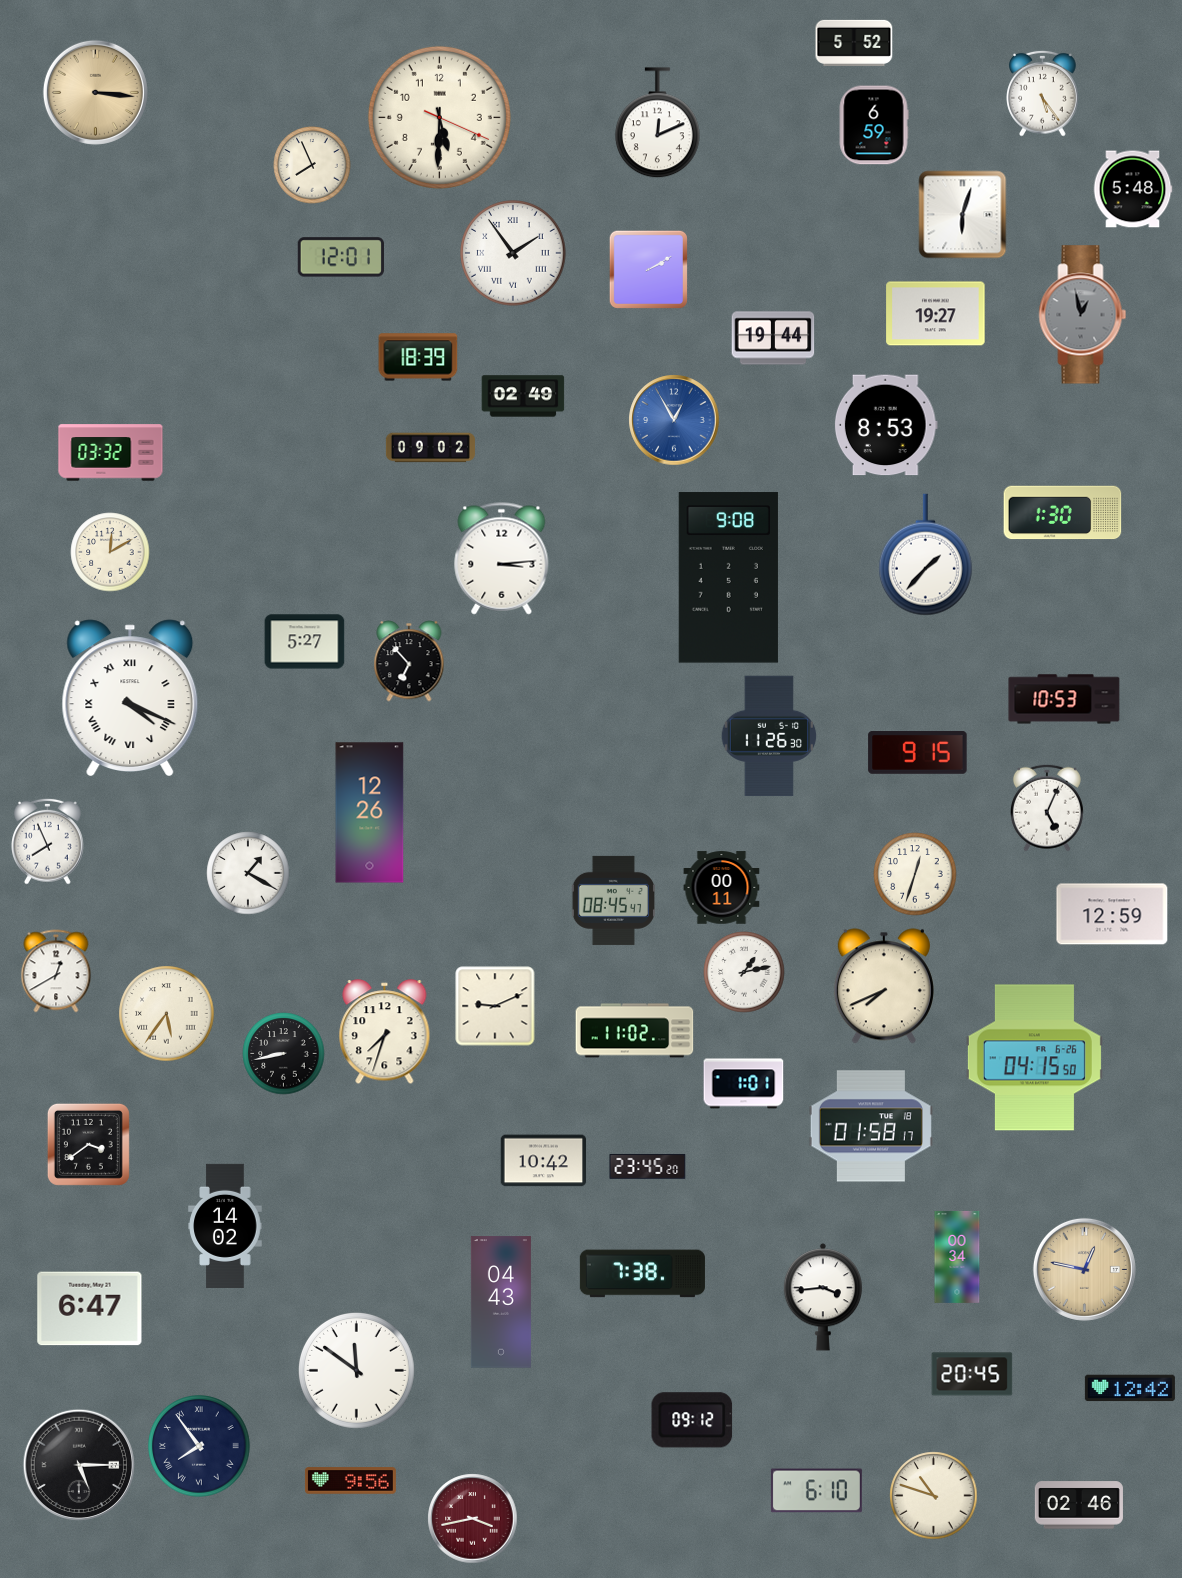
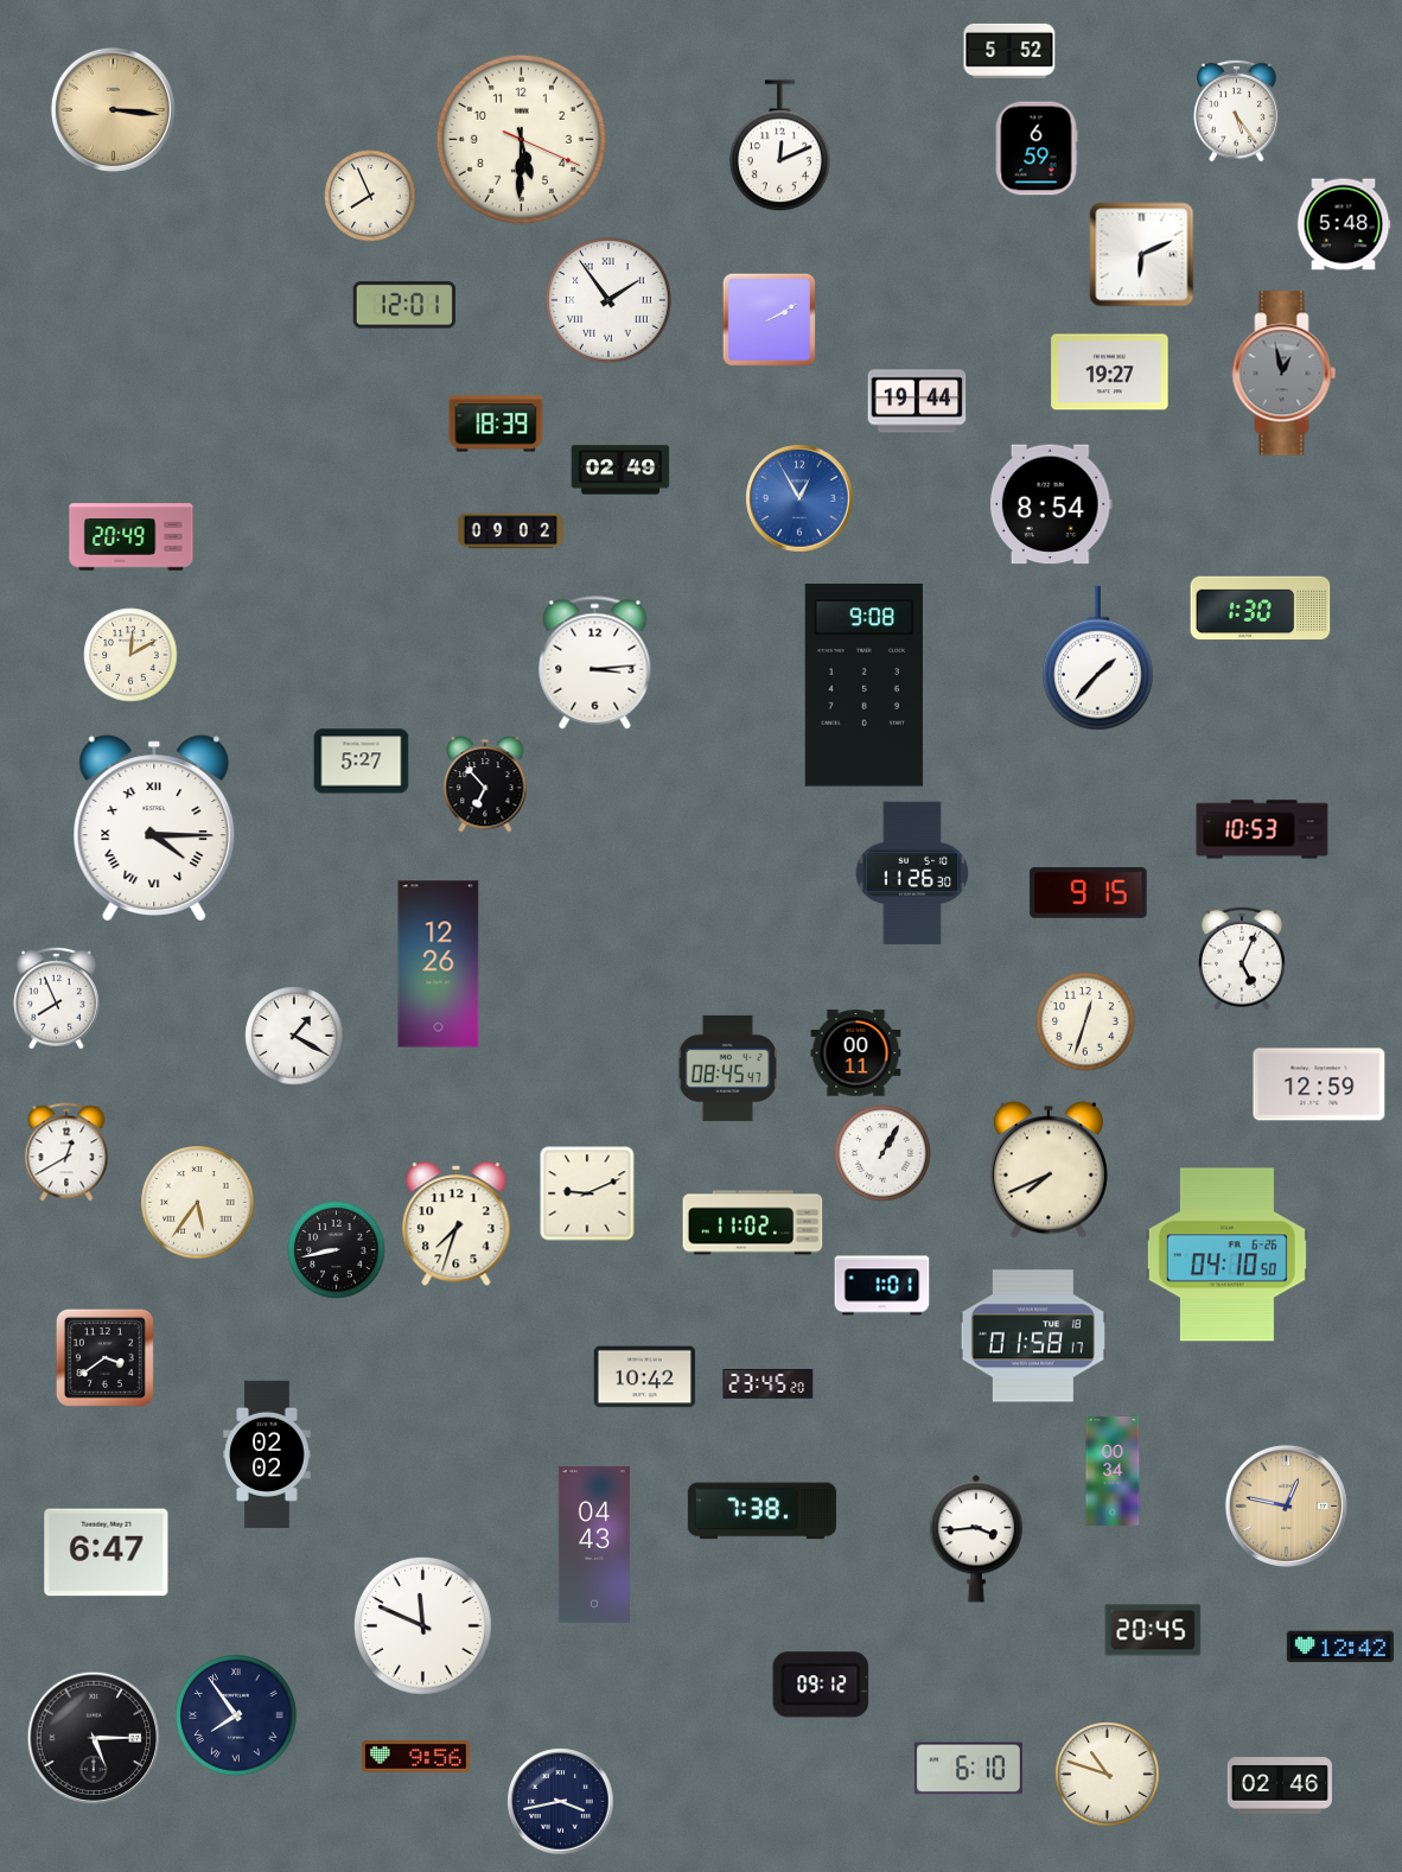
clock at (854, 43) position: (854, 43) -> (1009, 51)
clock at (963, 215): 6:03 -> 6:11
clock at (886, 425): 8:53 -> 8:54
clock at (111, 453): 03:32 -> 20:49
clock at (130, 698): 4:19 -> 4:15
clock at (915, 874) position: (915, 874) -> (1085, 1021)
clock at (744, 972): 1:13 -> 1:05
clock at (1034, 1058): 04:15 -> 04:10
clock at (225, 1226): 14:02 -> 02:02
clock at (957, 1257) position: (957, 1257) -> (1113, 1471)
clock at (356, 1370): 11:51 -> 11:49
clock at (473, 1519) dial: burgundy -> navy
